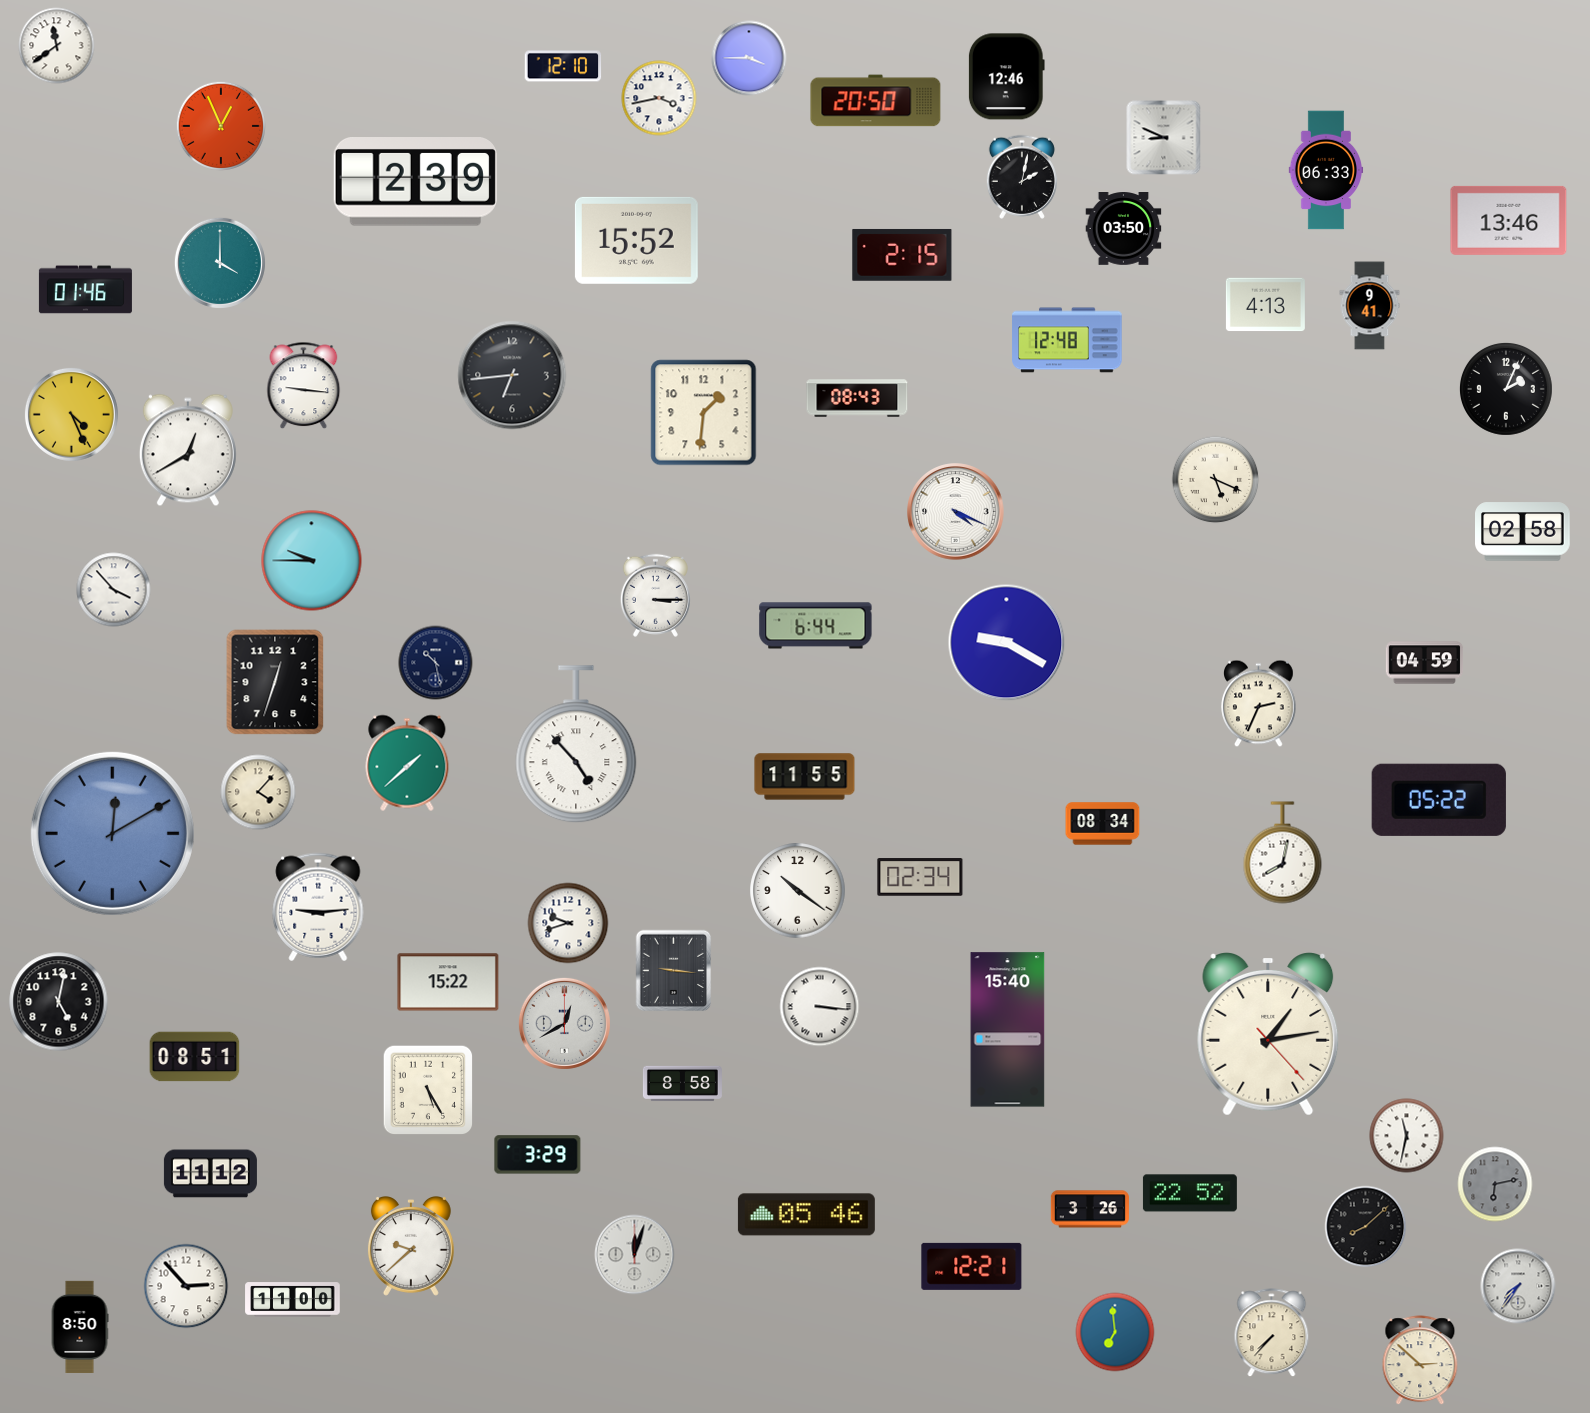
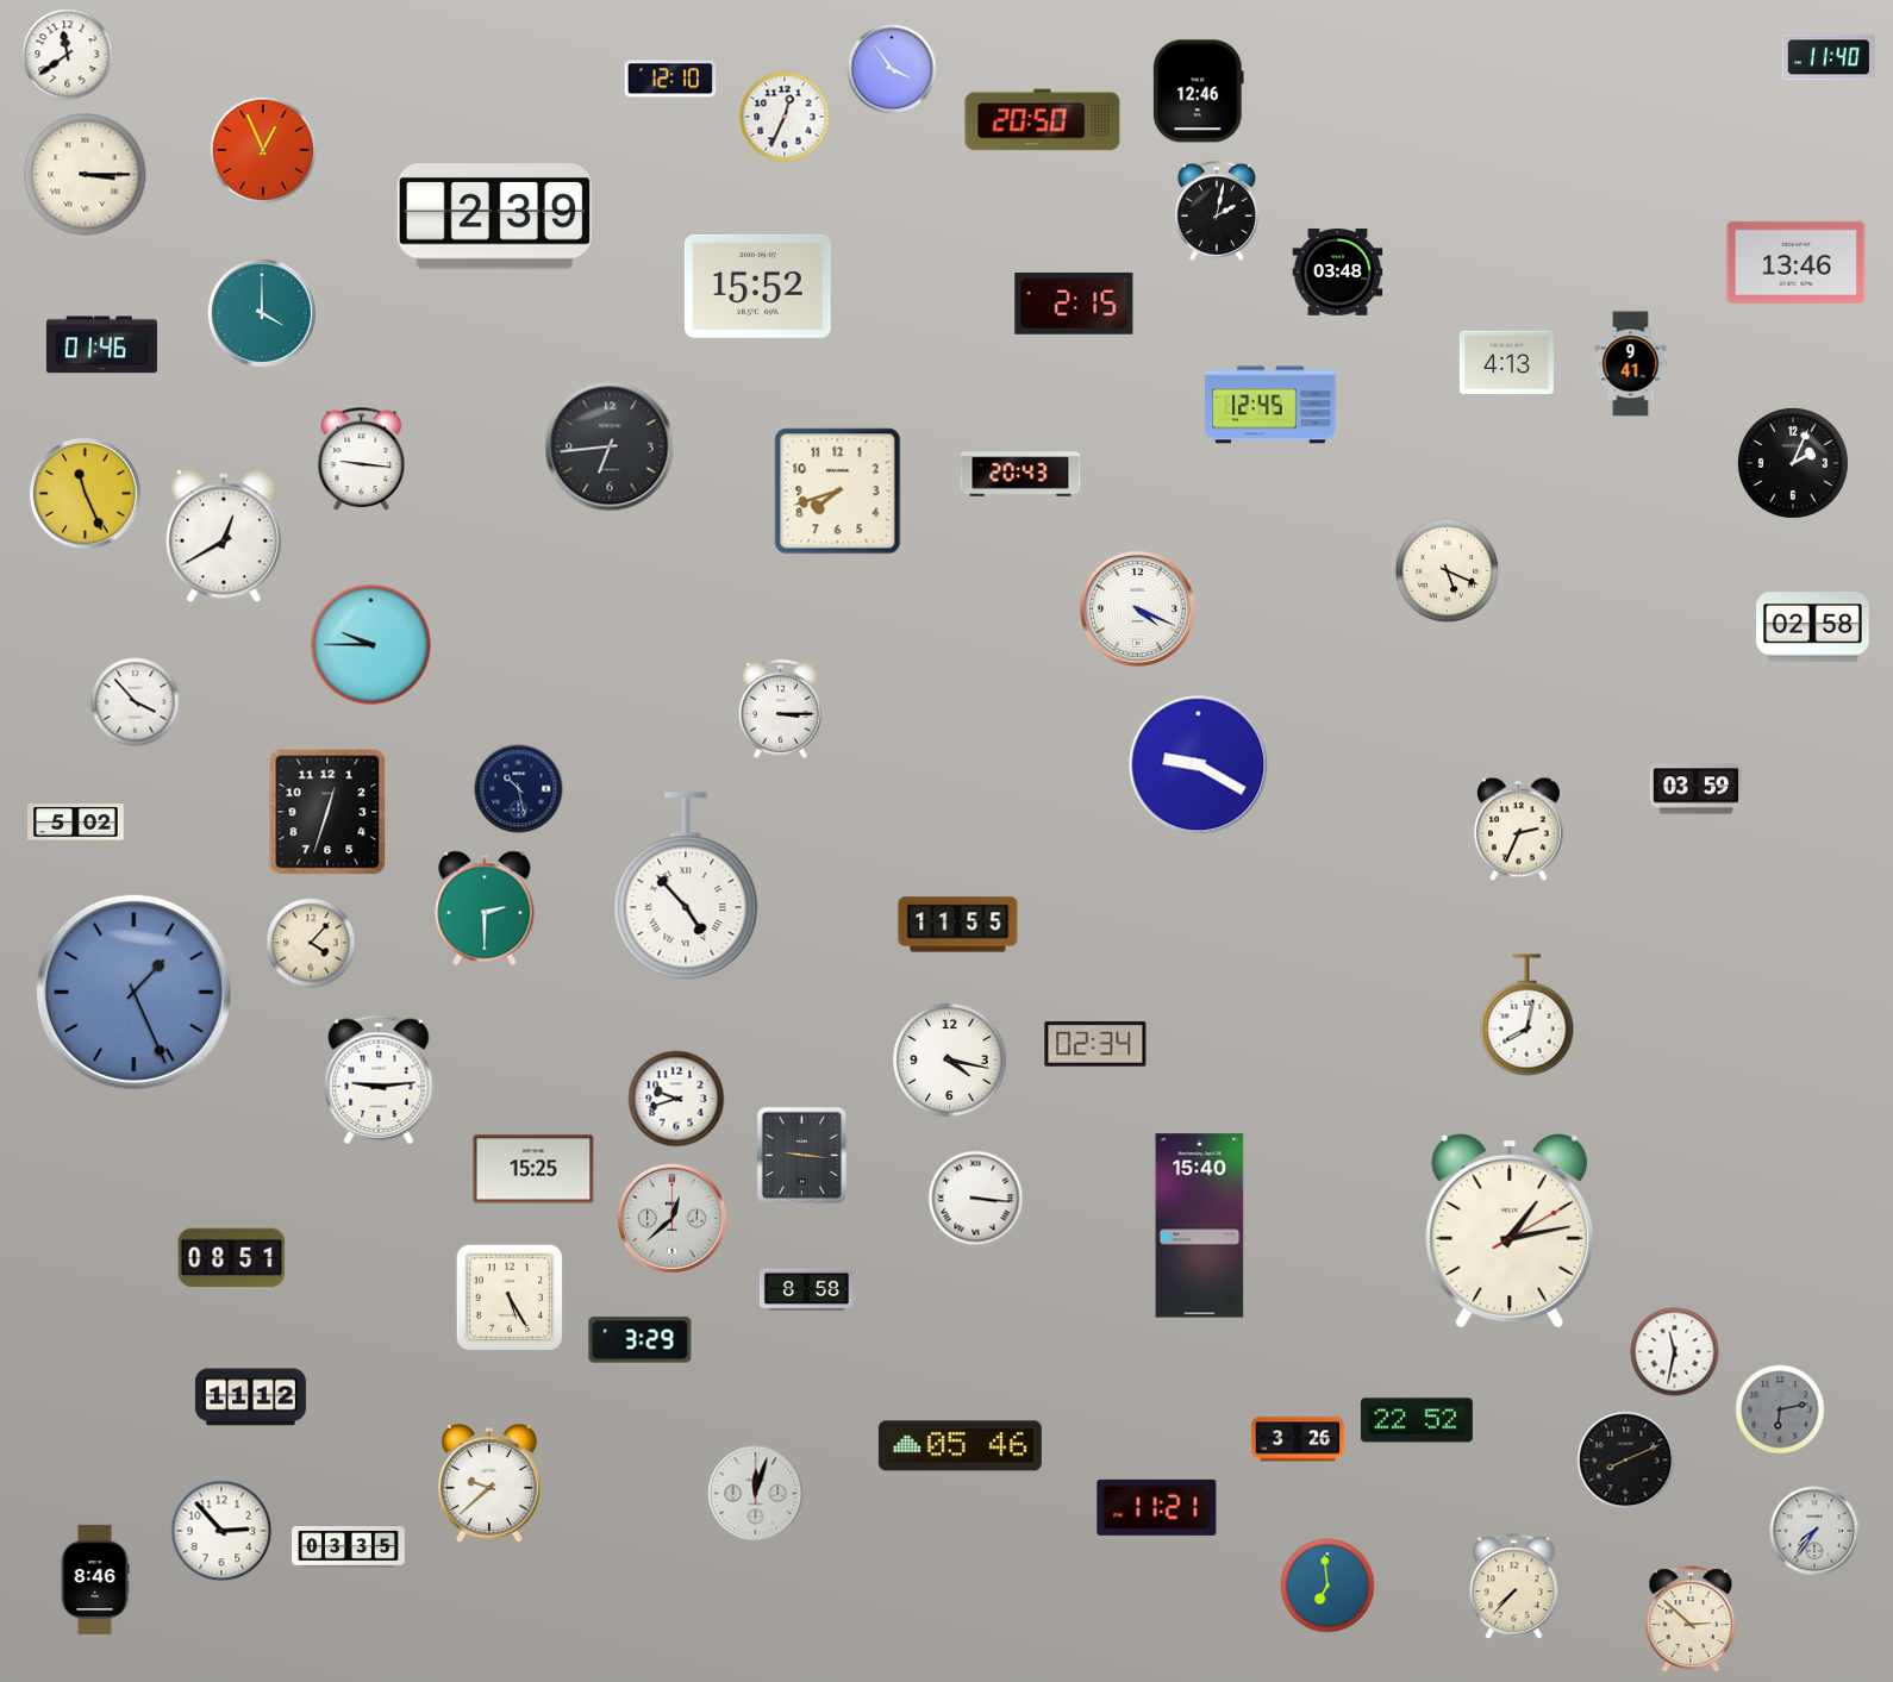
clock at (1829, 57): none -> 11:40
clock at (749, 58): 3:45 -> 3:54
clock at (659, 98): 3:43 -> 12:34
clock at (1164, 138): 8:49 -> none
clock at (86, 175): none -> 3:15
clock at (1326, 170): 06:33 -> none
clock at (1124, 229): 03:50 -> 03:48
clock at (1067, 340): 12:48 -> 12:45
clock at (857, 398): 08:43 -> 20:43
clock at (704, 413): 1:31 -> 7:42
clock at (71, 414): 4:26 -> 11:26
clock at (1523, 532) position: (1523, 532) -> (1813, 627)
clock at (312, 561) position: (312, 561) -> (371, 645)
clock at (816, 626): 6:44 -> none
clock at (1425, 663): 04:59 -> 03:59
clock at (76, 823): none -> 5:02
clock at (1259, 704) position: (1259, 704) -> (1519, 830)
clock at (407, 763): 1:38 -> 2:30
clock at (258, 792) position: (258, 792) -> (311, 943)
clock at (1439, 800): 05:22 -> none
clock at (1103, 824): 08:34 -> none
clock at (112, 833): 12:10 -> 1:26
clock at (798, 891): 10:21 -> 4:17
clock at (448, 982): 15:22 -> 15:25
clock at (59, 1002): 5:02 -> none
clock at (564, 1023): 12:40 -> 12:38
clock at (1268, 1035): 1:13:23 -> 1:13:10
clock at (682, 1084) position: (682, 1084) -> (806, 1290)
clock at (538, 1155) position: (538, 1155) -> (641, 1340)
clock at (1366, 1227): 8:08 -> 8:11
clock at (972, 1266): 12:21 -> 11:21
clock at (1518, 1286) position: (1518, 1286) -> (1814, 1531)
clock at (293, 1300): 11:00 -> 03:35
clock at (80, 1326): 8:50 -> 8:46
